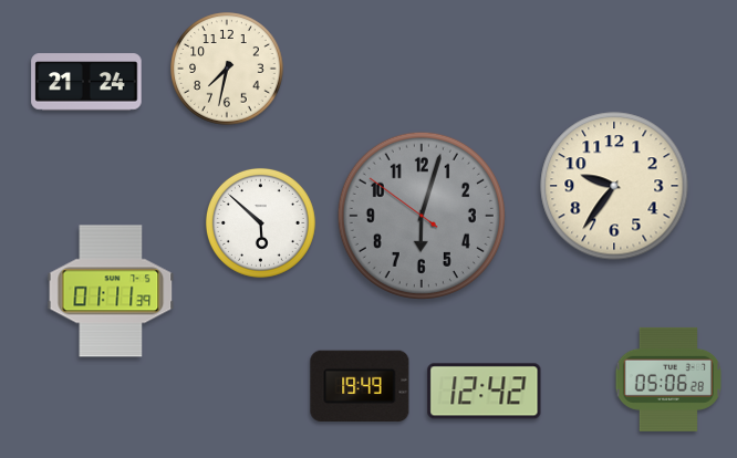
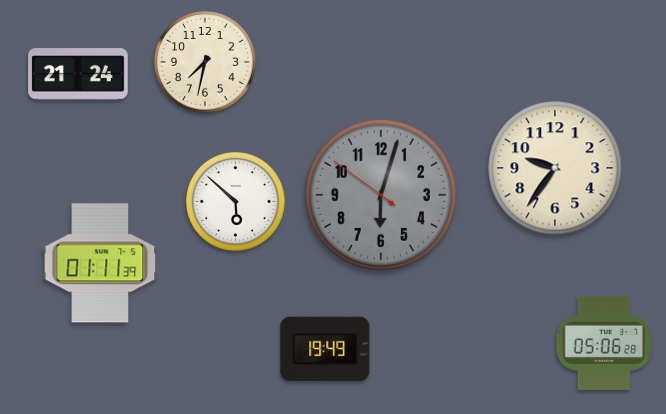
clock at (485, 392): 12:42 -> none
